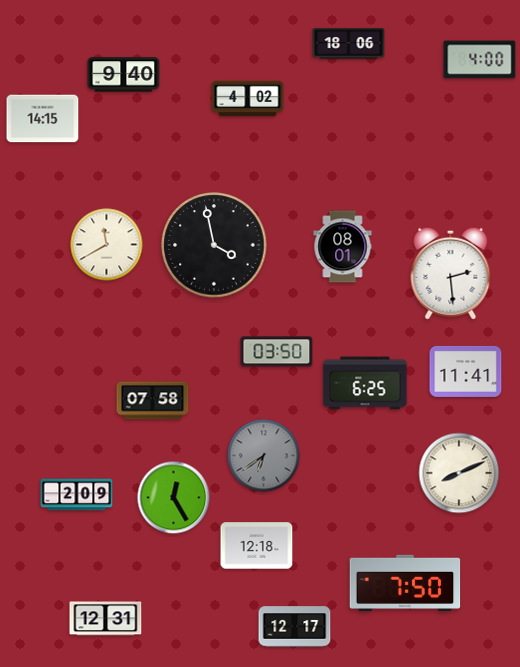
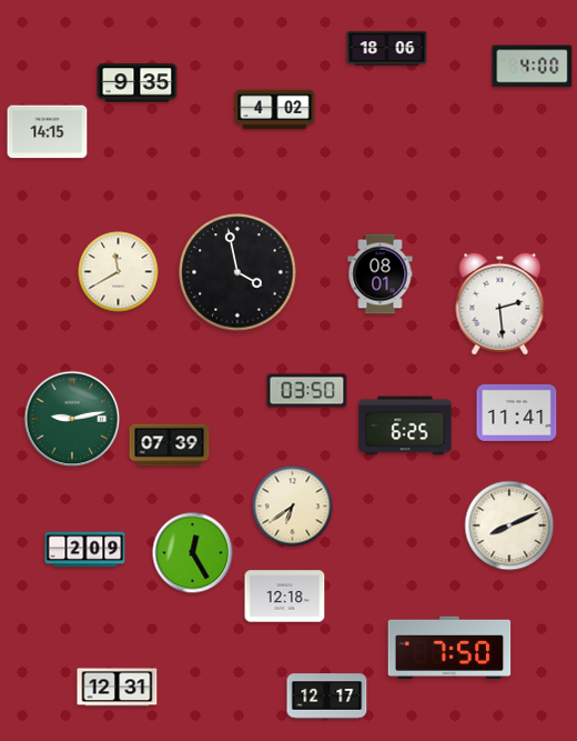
clock at (124, 75): 9:40 -> 9:35
clock at (72, 419): none -> 9:13
clock at (153, 401): 07:58 -> 07:39
clock at (264, 456) dial: grey -> cream
clock at (257, 546) position: (257, 546) -> (285, 597)
